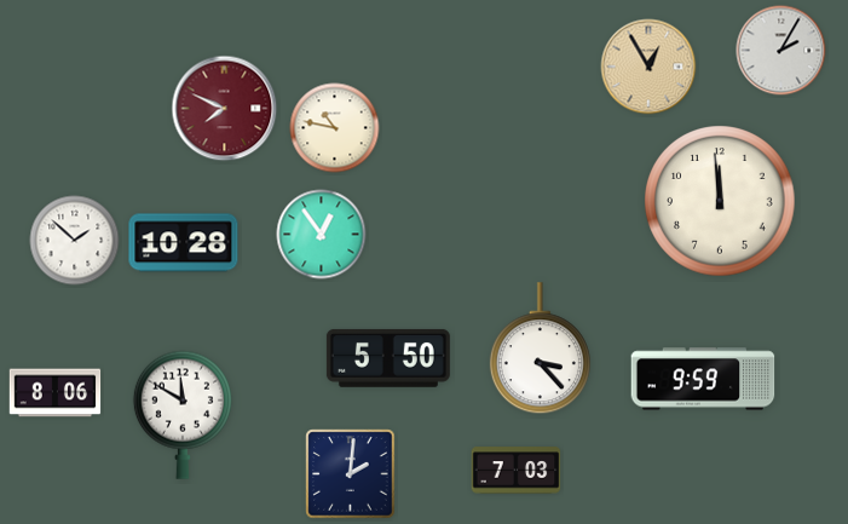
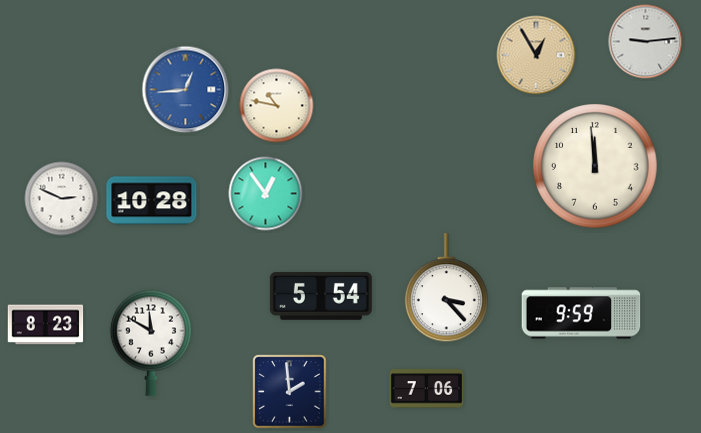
clock at (781, 51): 2:05 -> 9:14
clock at (225, 109): 7:49 -> 12:44
clock at (225, 109) dial: burgundy -> blue
clock at (75, 241): 1:52 -> 2:49
clock at (388, 358): 5:50 -> 5:54
clock at (56, 393): 8:06 -> 8:23
clock at (517, 471): 7:03 -> 7:06
clock at (351, 474): 2:01 -> 1:59
